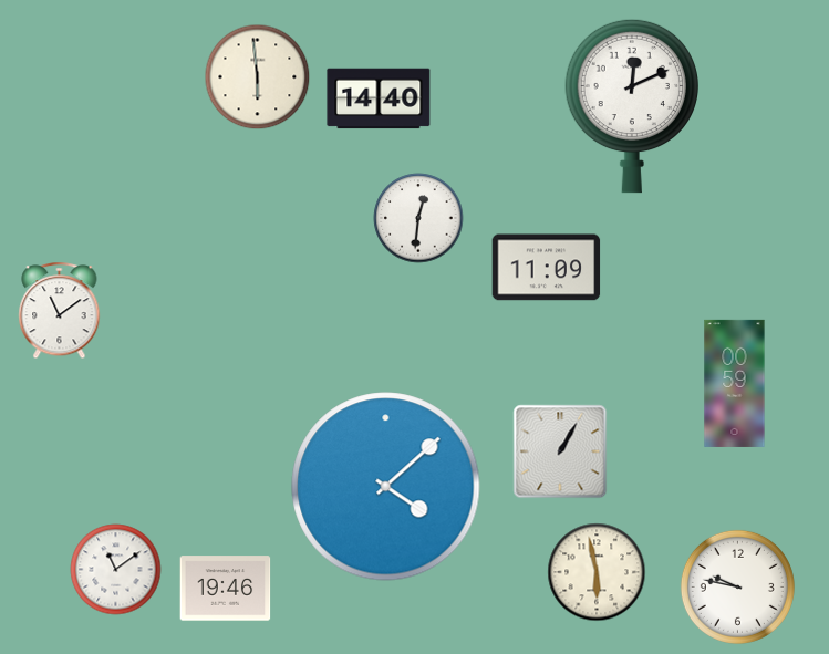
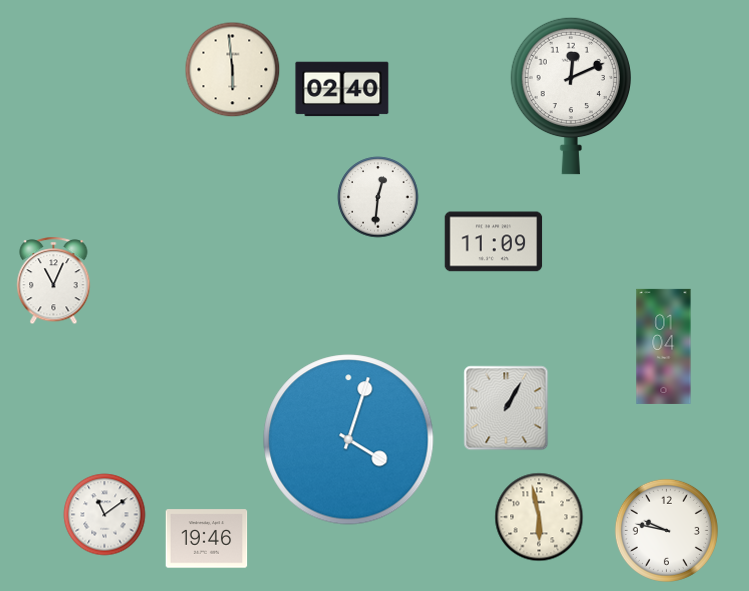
clock at (379, 98): 14:40 -> 02:40
clock at (60, 311): 11:09 -> 11:04
clock at (735, 383): 00:59 -> 01:04
clock at (386, 487): 4:08 -> 4:03
clock at (226, 589) position: (226, 589) -> (207, 539)
